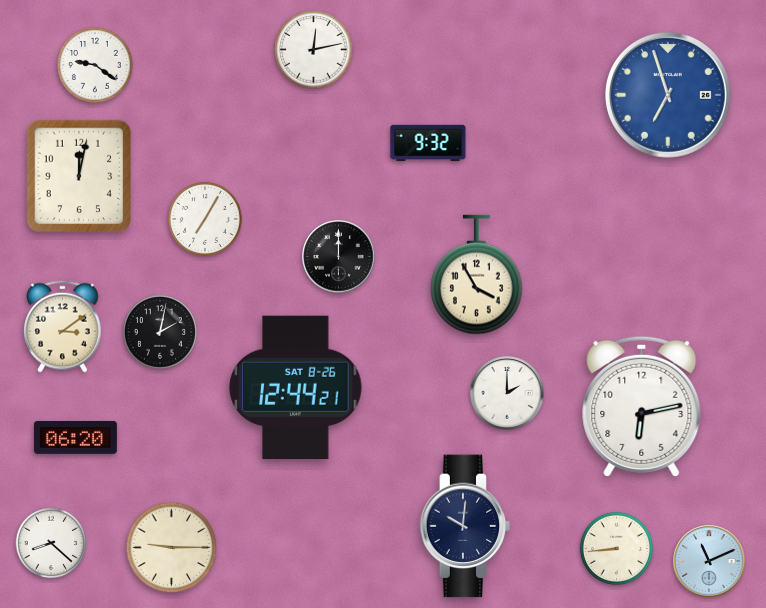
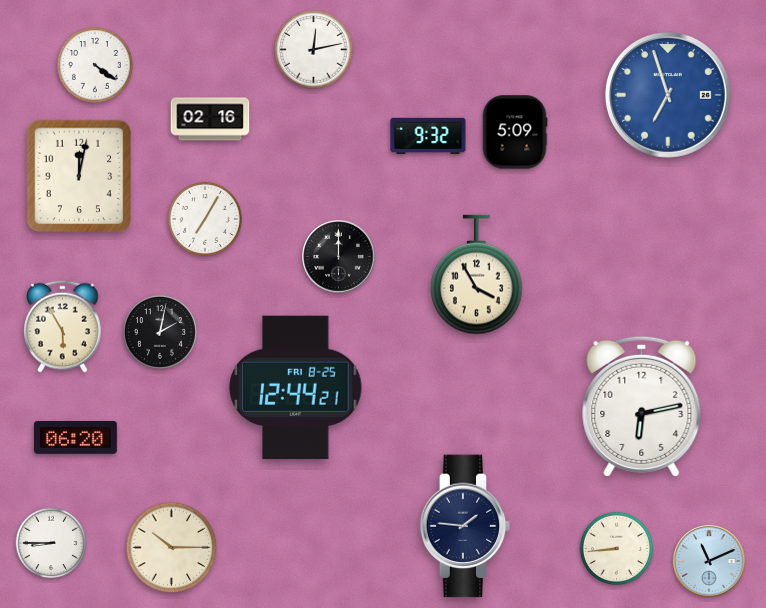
clock at (95, 65): 9:21 -> 4:21
clock at (210, 119): none -> 02:16
clock at (515, 132): none -> 5:09
clock at (428, 143) position: (428, 143) -> (428, 136)
clock at (63, 326): 3:09 -> 5:55
clock at (296, 388) date: SAT 8-26 -> FRI 8-25
clock at (507, 393): 2:00 -> none
clock at (465, 526): 10:01 -> 1:46
clock at (51, 543): 8:22 -> 8:45
clock at (172, 548): 9:15 -> 10:15
